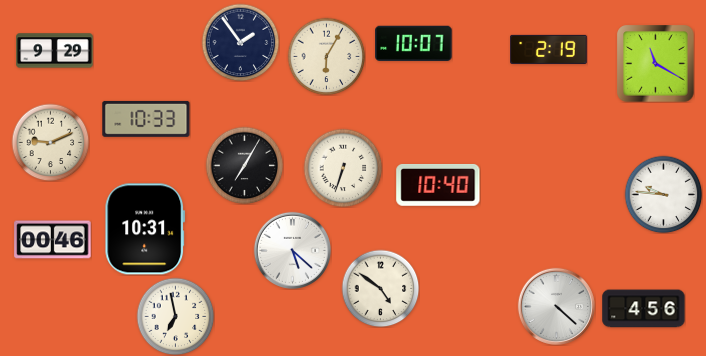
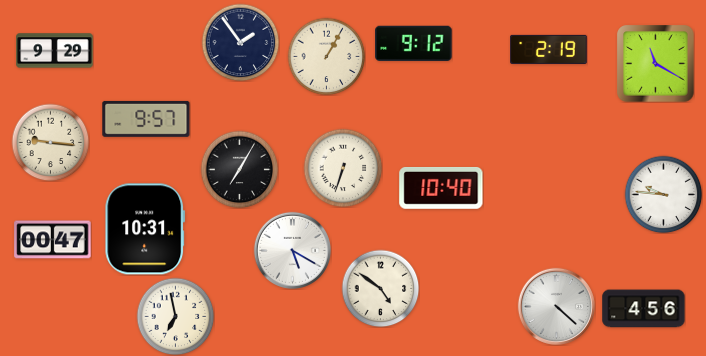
clock at (414, 43): 10:07 -> 9:12
clock at (326, 56): 6:05 -> 1:05
clock at (146, 119): 10:33 -> 9:57
clock at (50, 142): 9:11 -> 9:16
clock at (244, 165) position: (244, 165) -> (239, 169)
clock at (438, 185) position: (438, 185) -> (441, 188)
clock at (53, 240): 00:46 -> 00:47
clock at (292, 250): 5:22 -> 5:20
